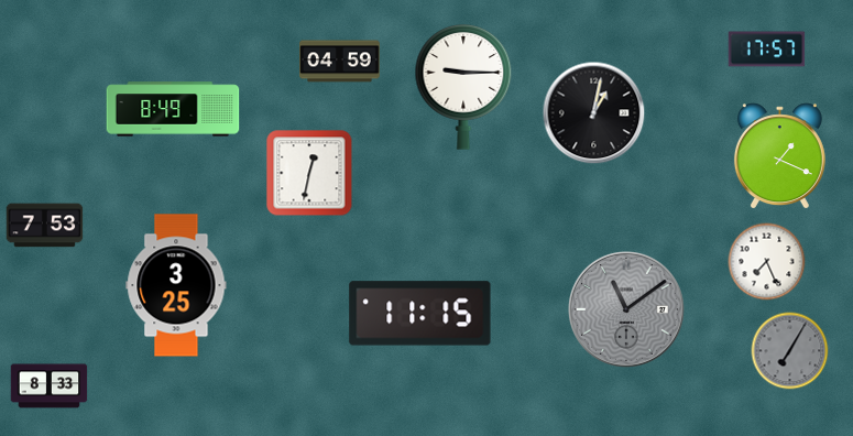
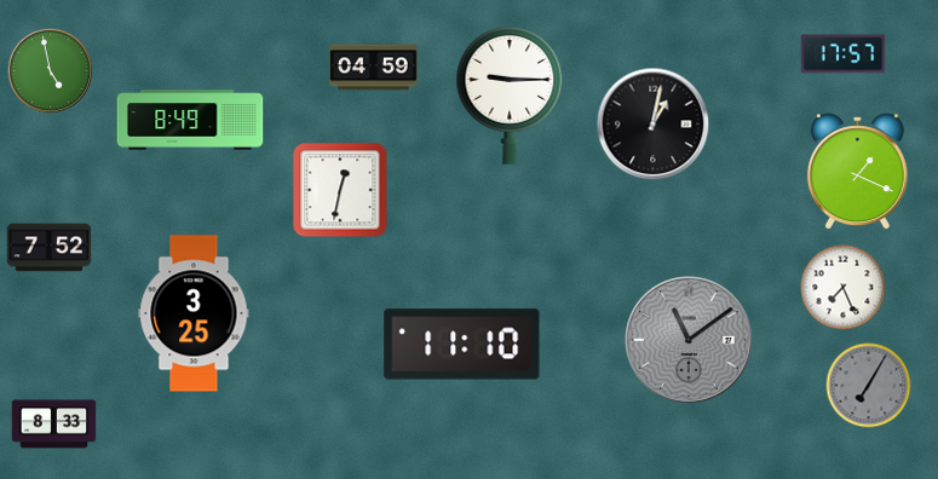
clock at (51, 71): none -> 4:58
clock at (45, 226): 7:53 -> 7:52
clock at (420, 314): 11:15 -> 11:10
